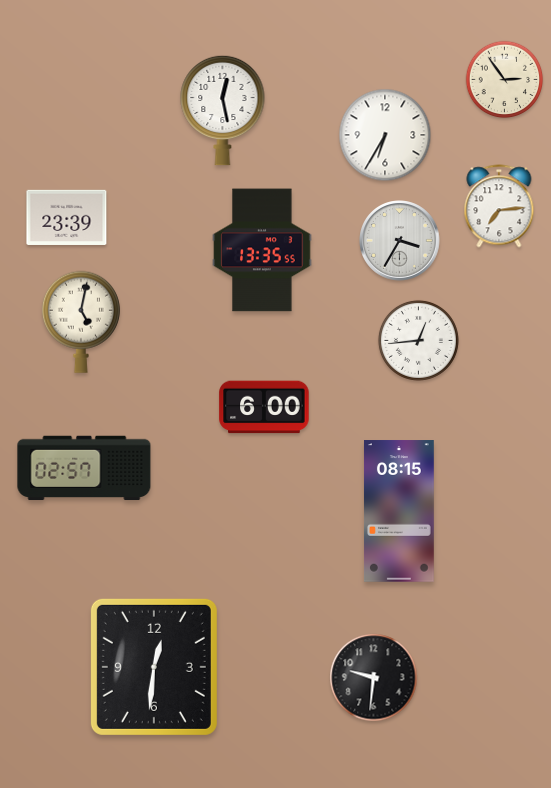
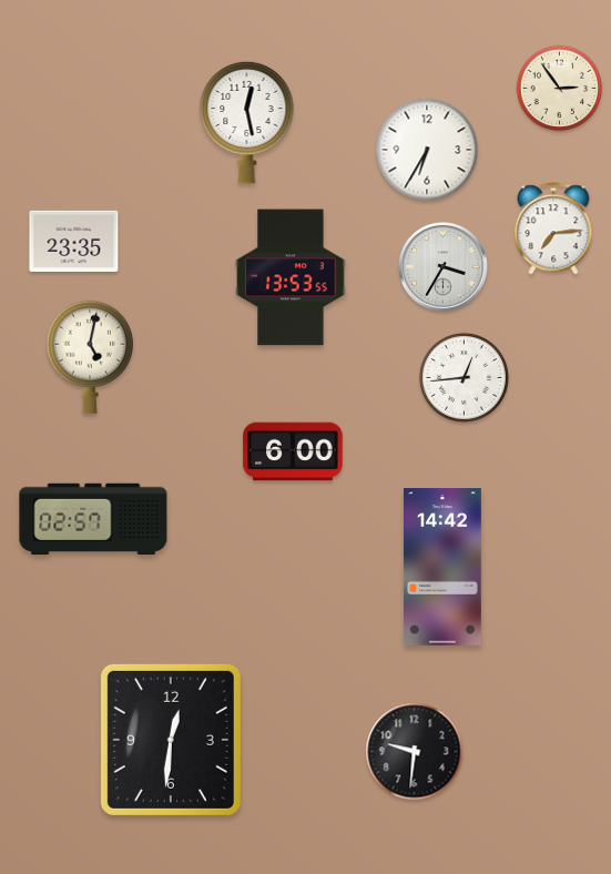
clock at (67, 217): 23:39 -> 23:35
clock at (262, 250): 13:35 -> 13:53
clock at (399, 511): 08:15 -> 14:42
